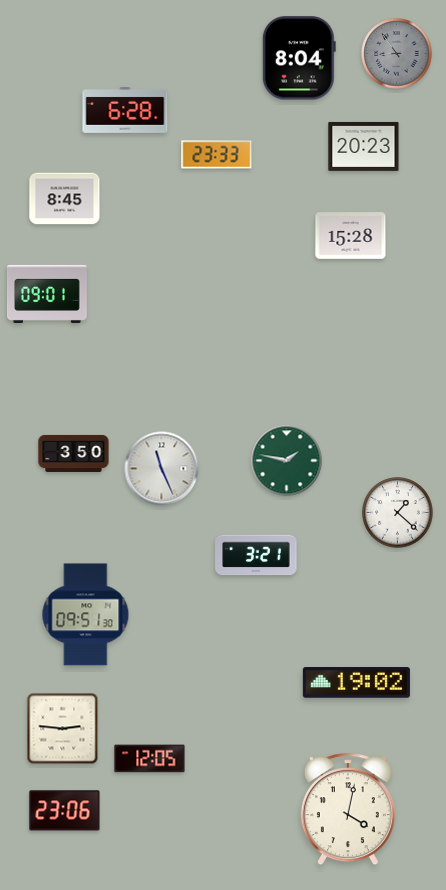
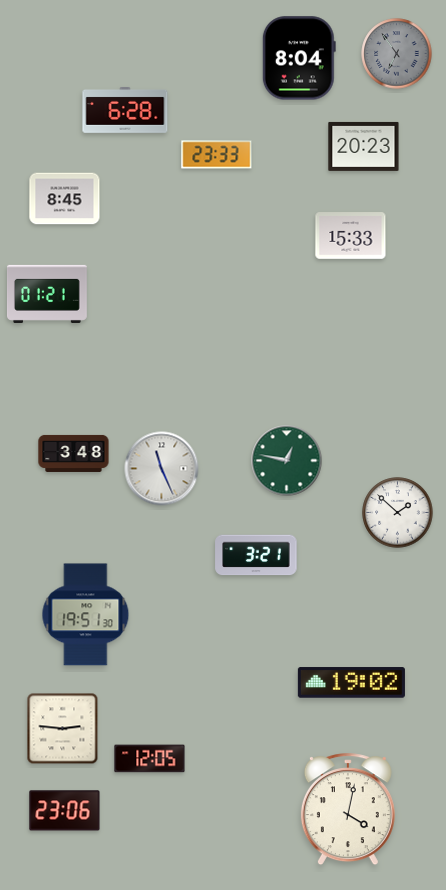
clock at (397, 54): 8:54 -> 6:54
clock at (351, 236): 15:28 -> 15:33
clock at (47, 294): 09:01 -> 01:21
clock at (74, 453): 3:50 -> 3:48
clock at (287, 461): 1:47 -> 12:47
clock at (398, 513): 1:22 -> 1:52
clock at (86, 615): 09:51 -> 19:51
clock at (356, 683) position: (356, 683) -> (351, 683)
